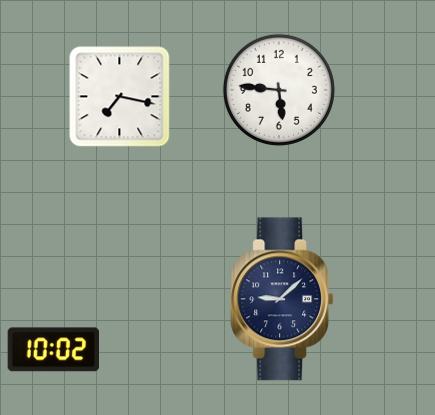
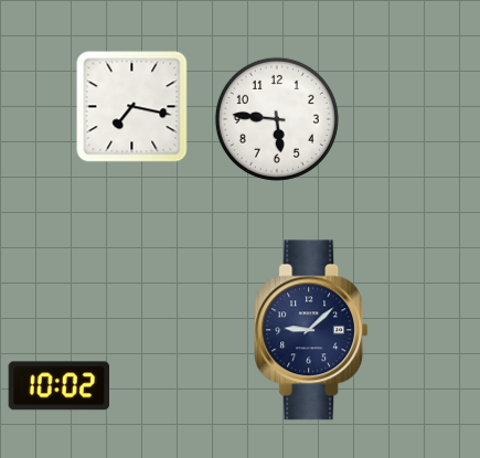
clock at (279, 90) position: (279, 90) -> (277, 119)
